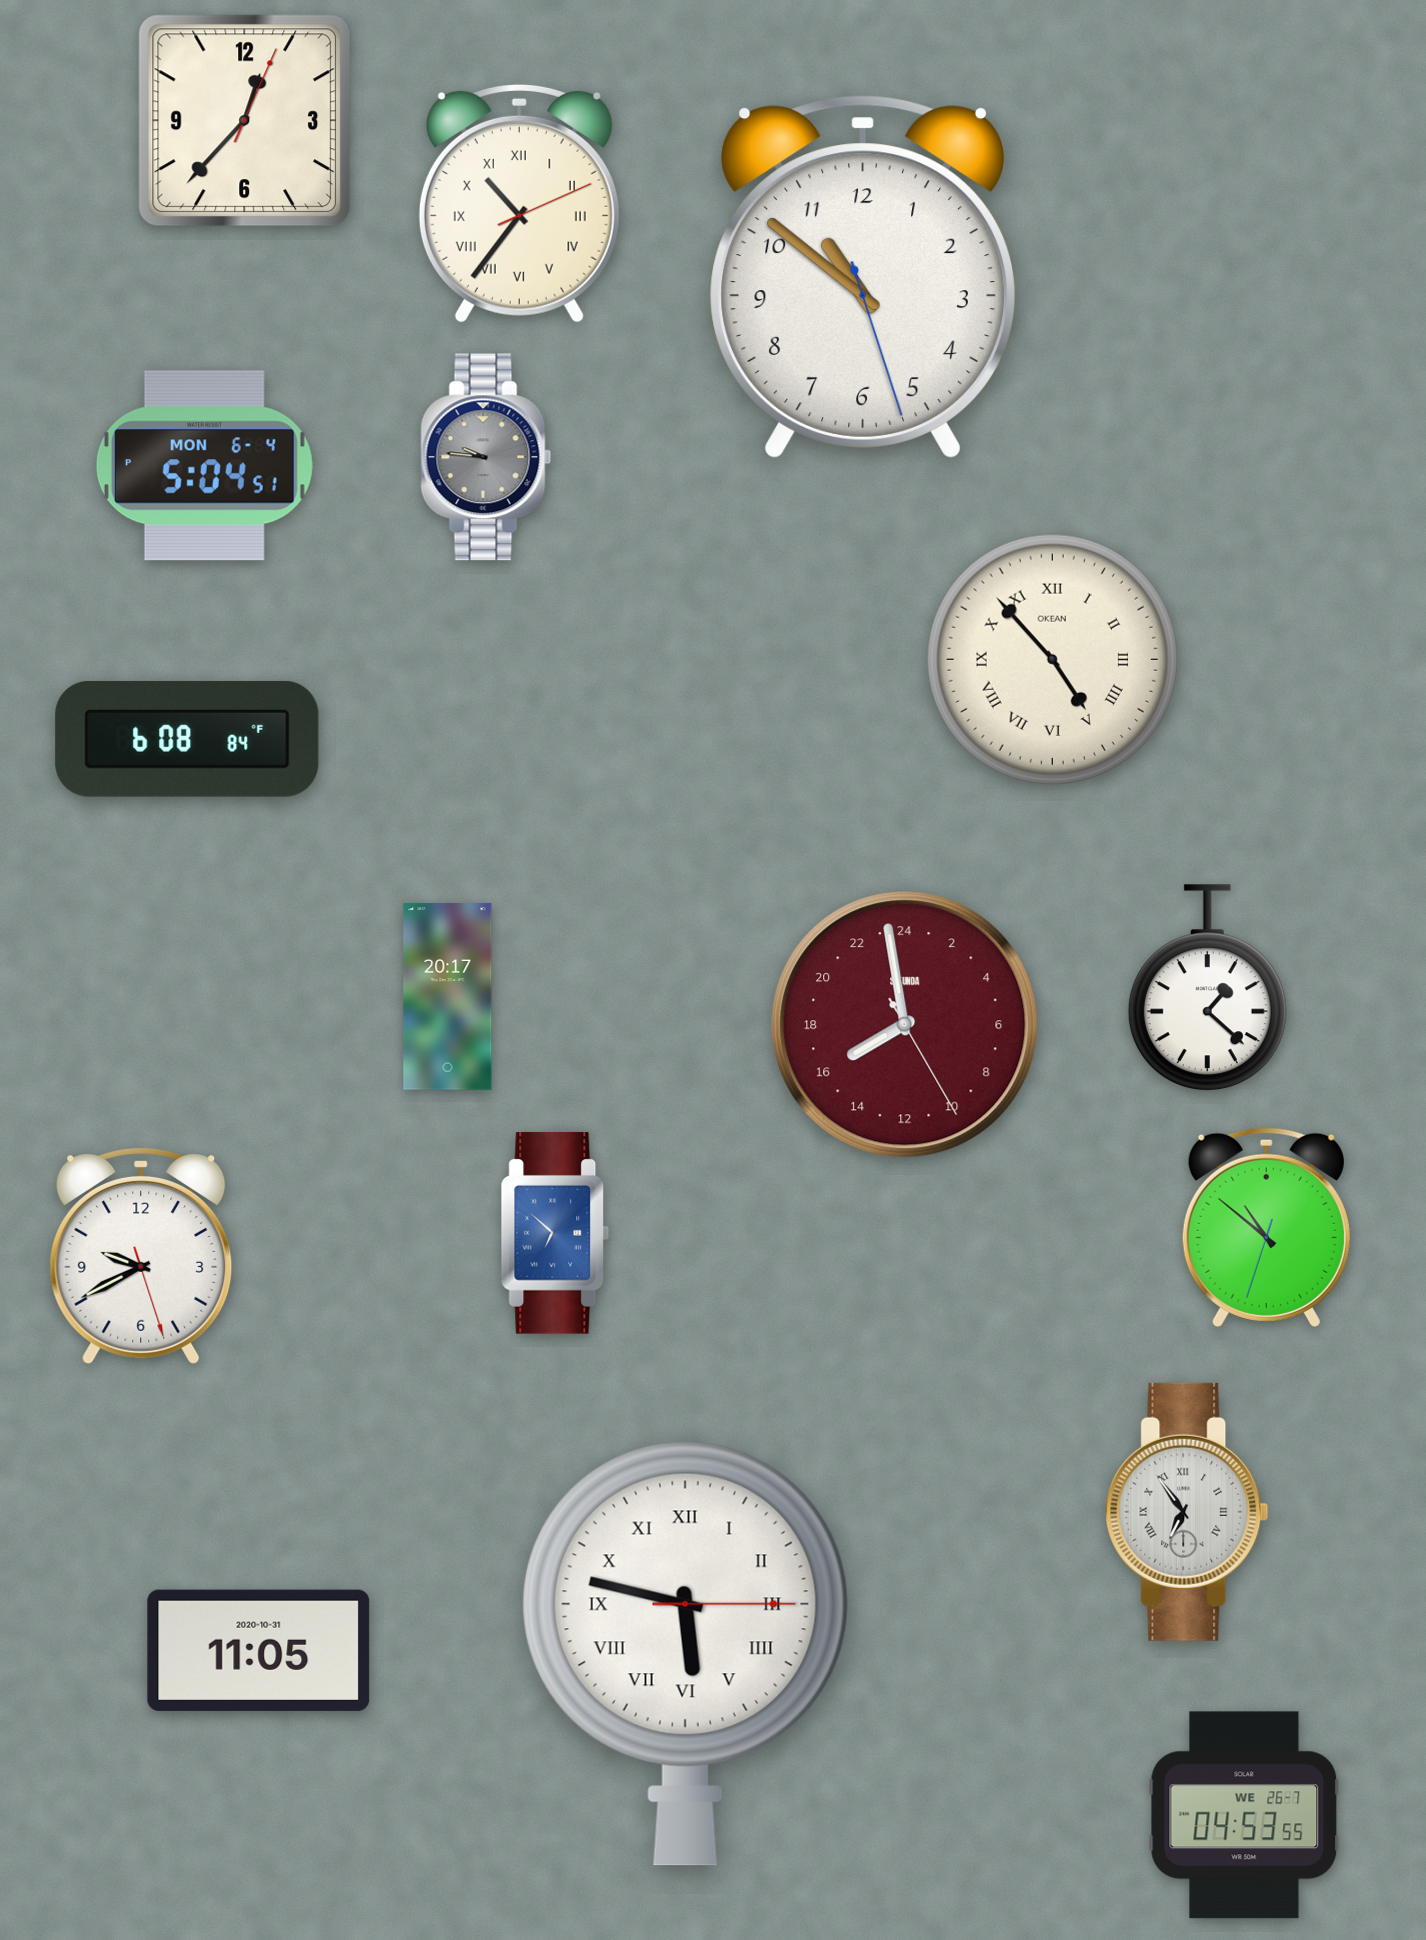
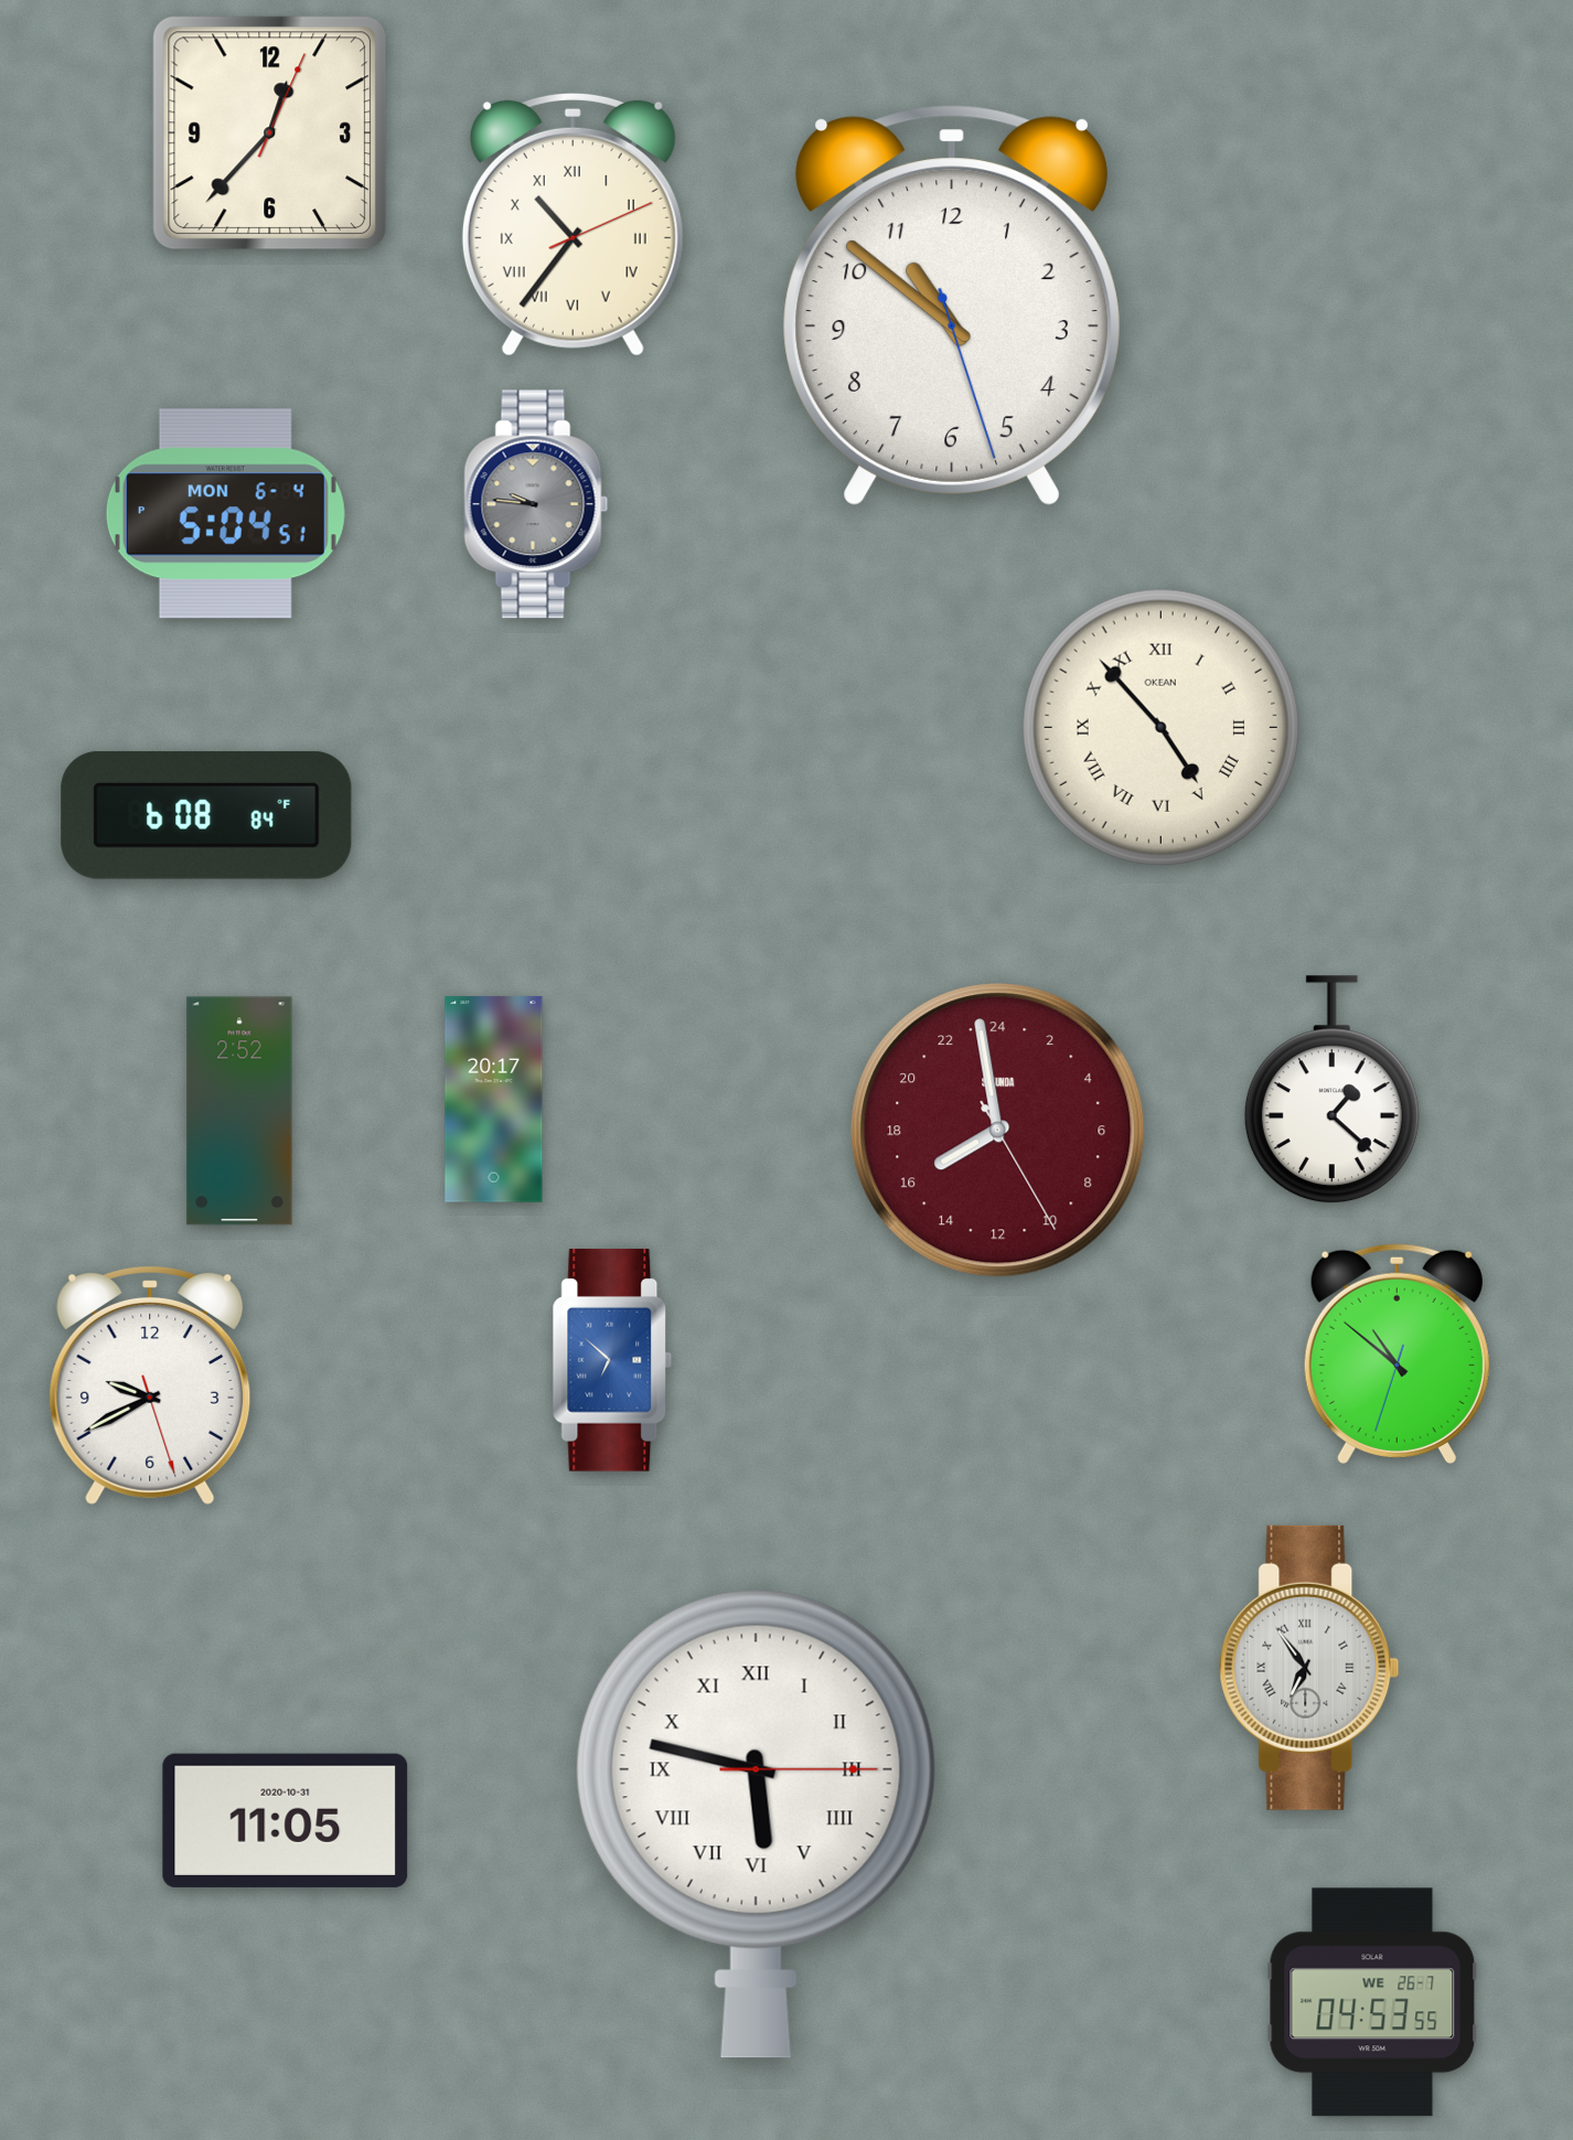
clock at (239, 1111): none -> 2:52
clock at (141, 1256) position: (141, 1256) -> (150, 1385)
